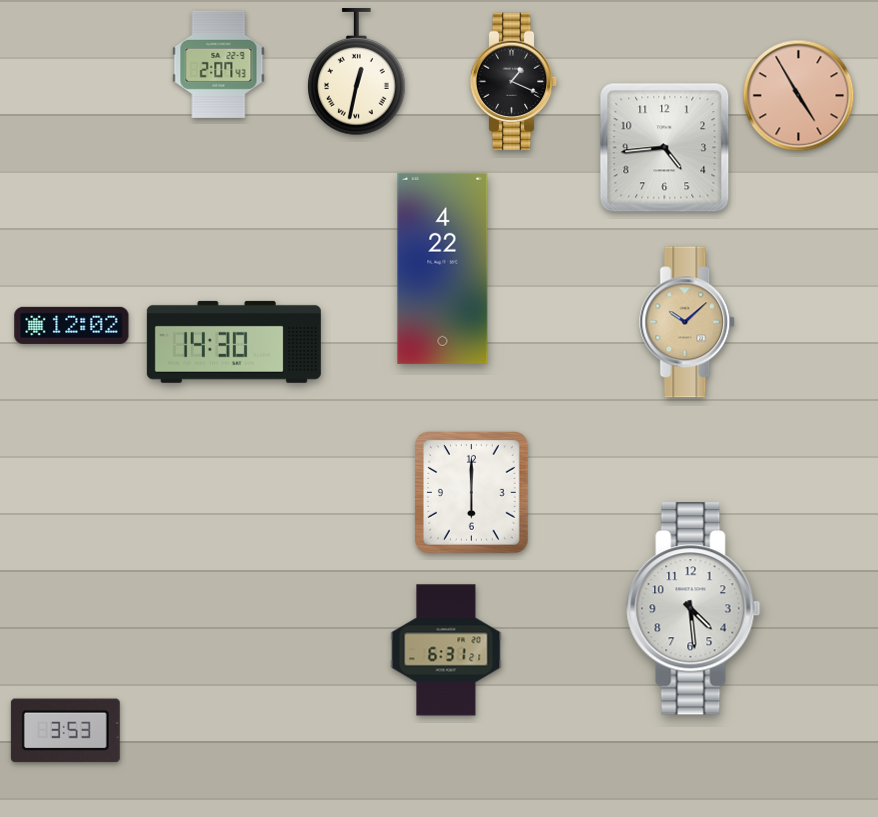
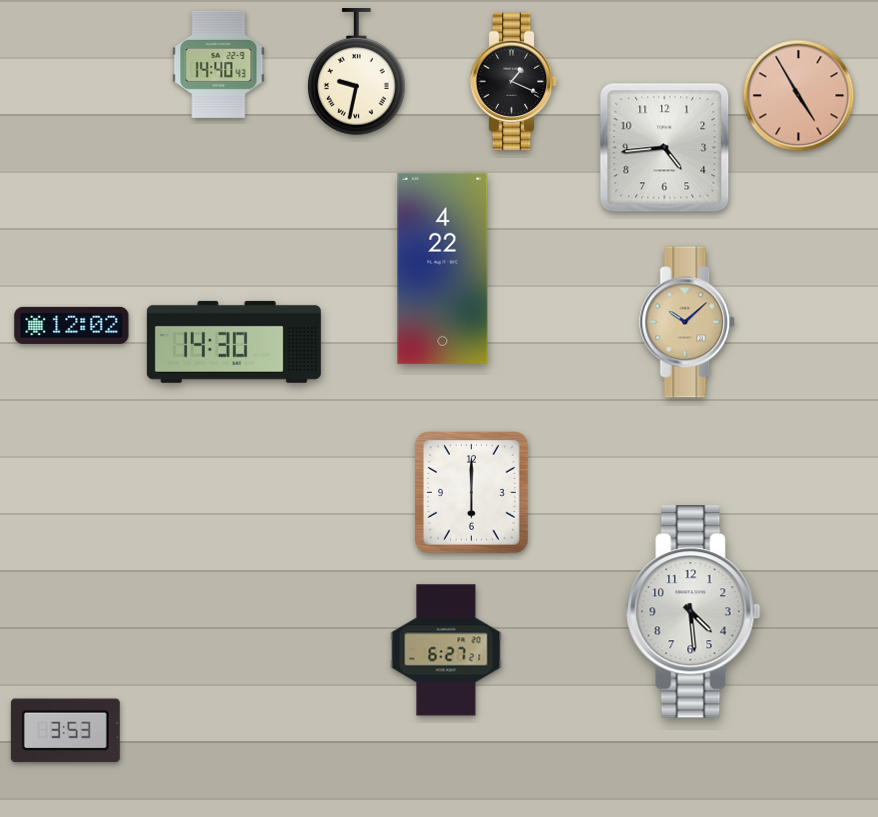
clock at (219, 64): 2:07 -> 14:40
clock at (357, 72): 12:32 -> 9:32
clock at (694, 609) position: (694, 609) -> (694, 612)
clock at (446, 650): 6:31 -> 6:27
